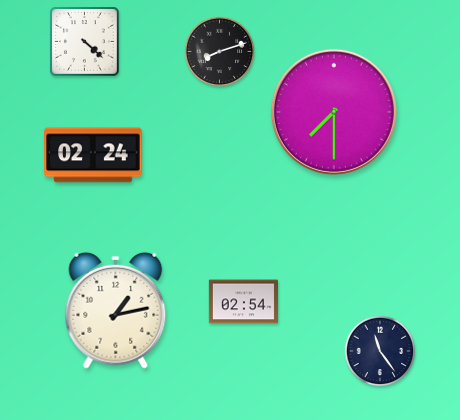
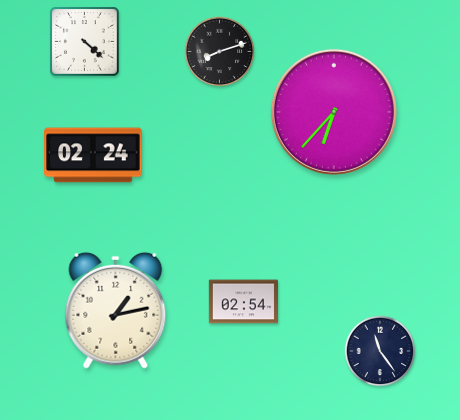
clock at (334, 112): 7:30 -> 6:37
